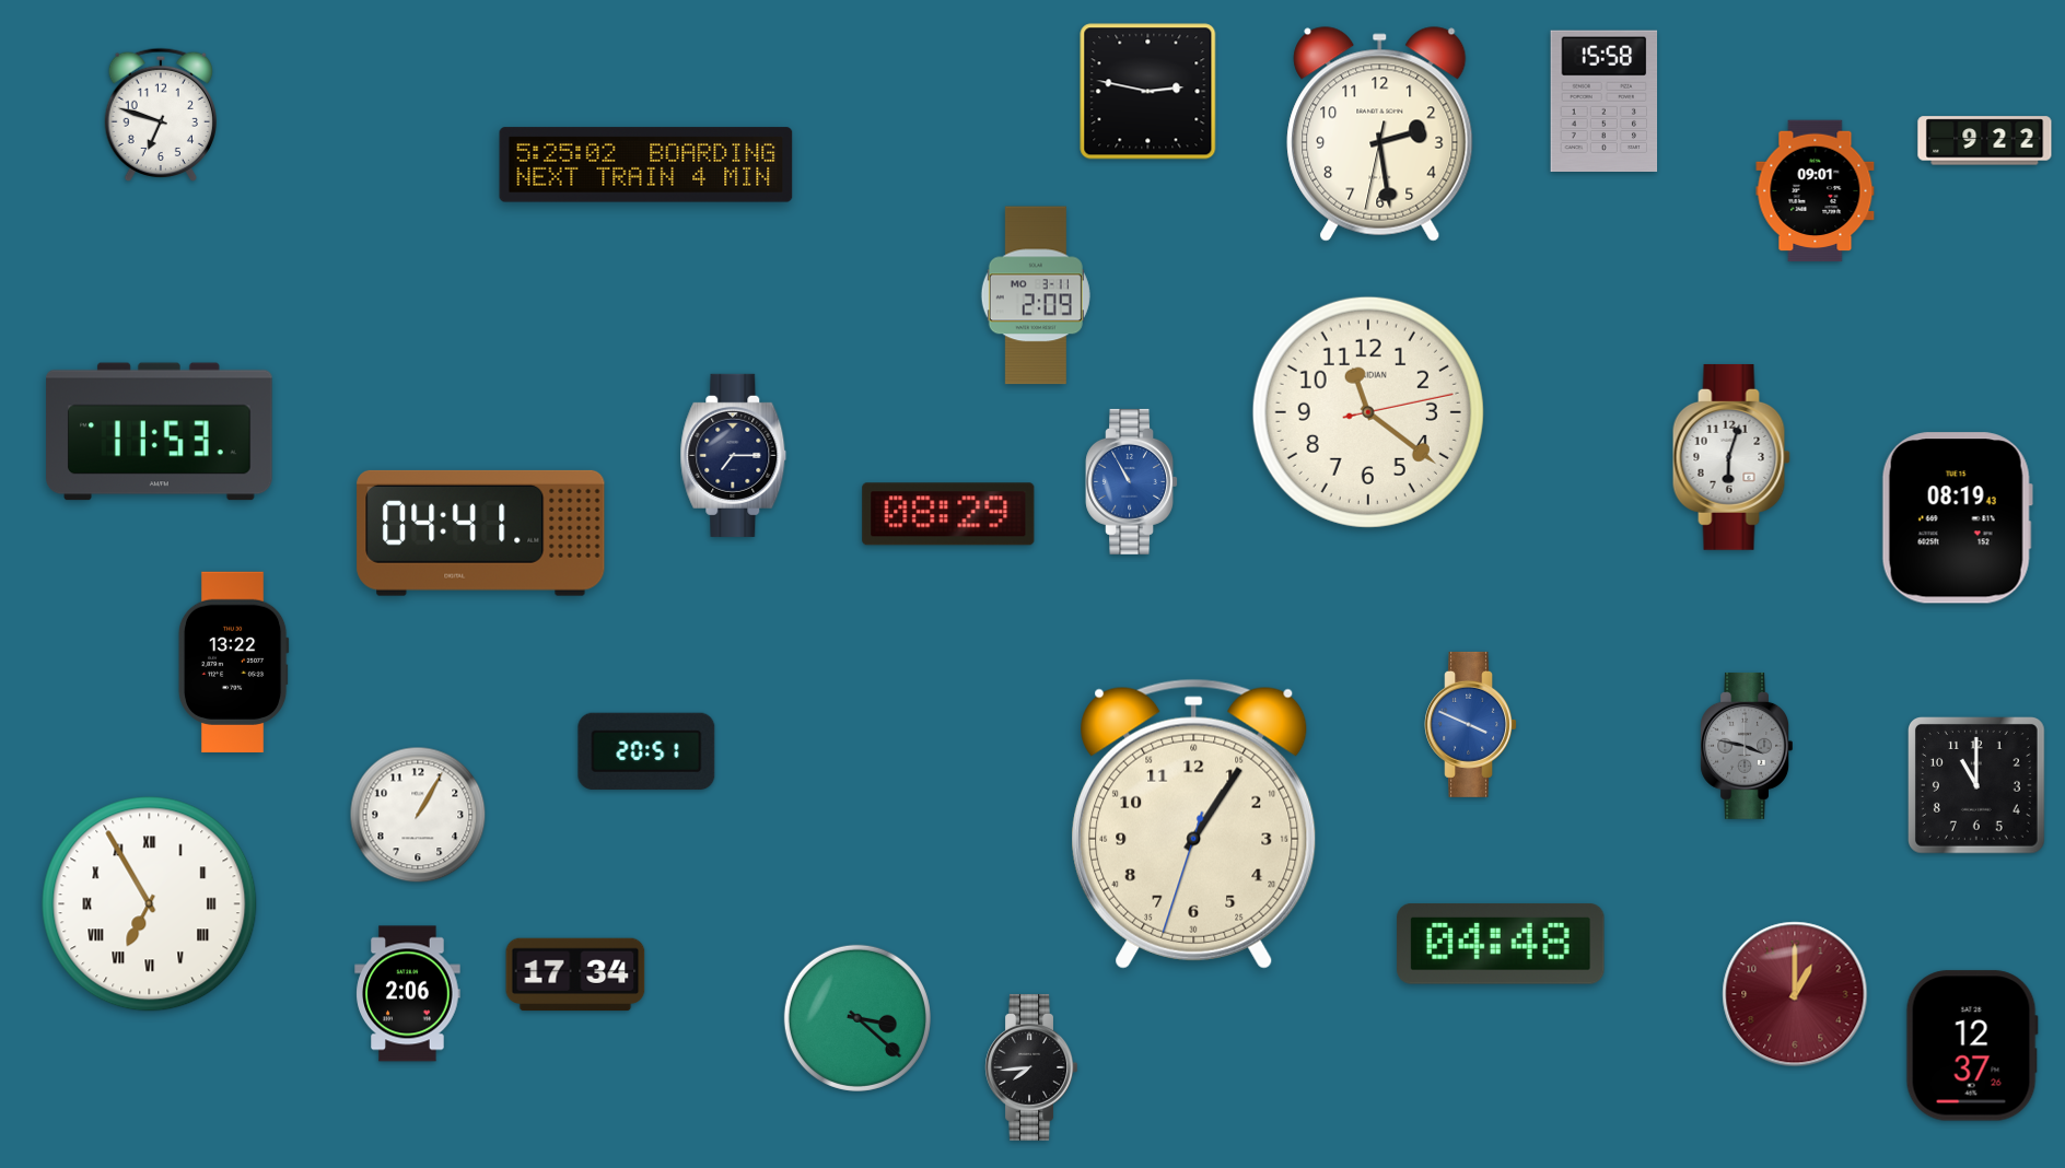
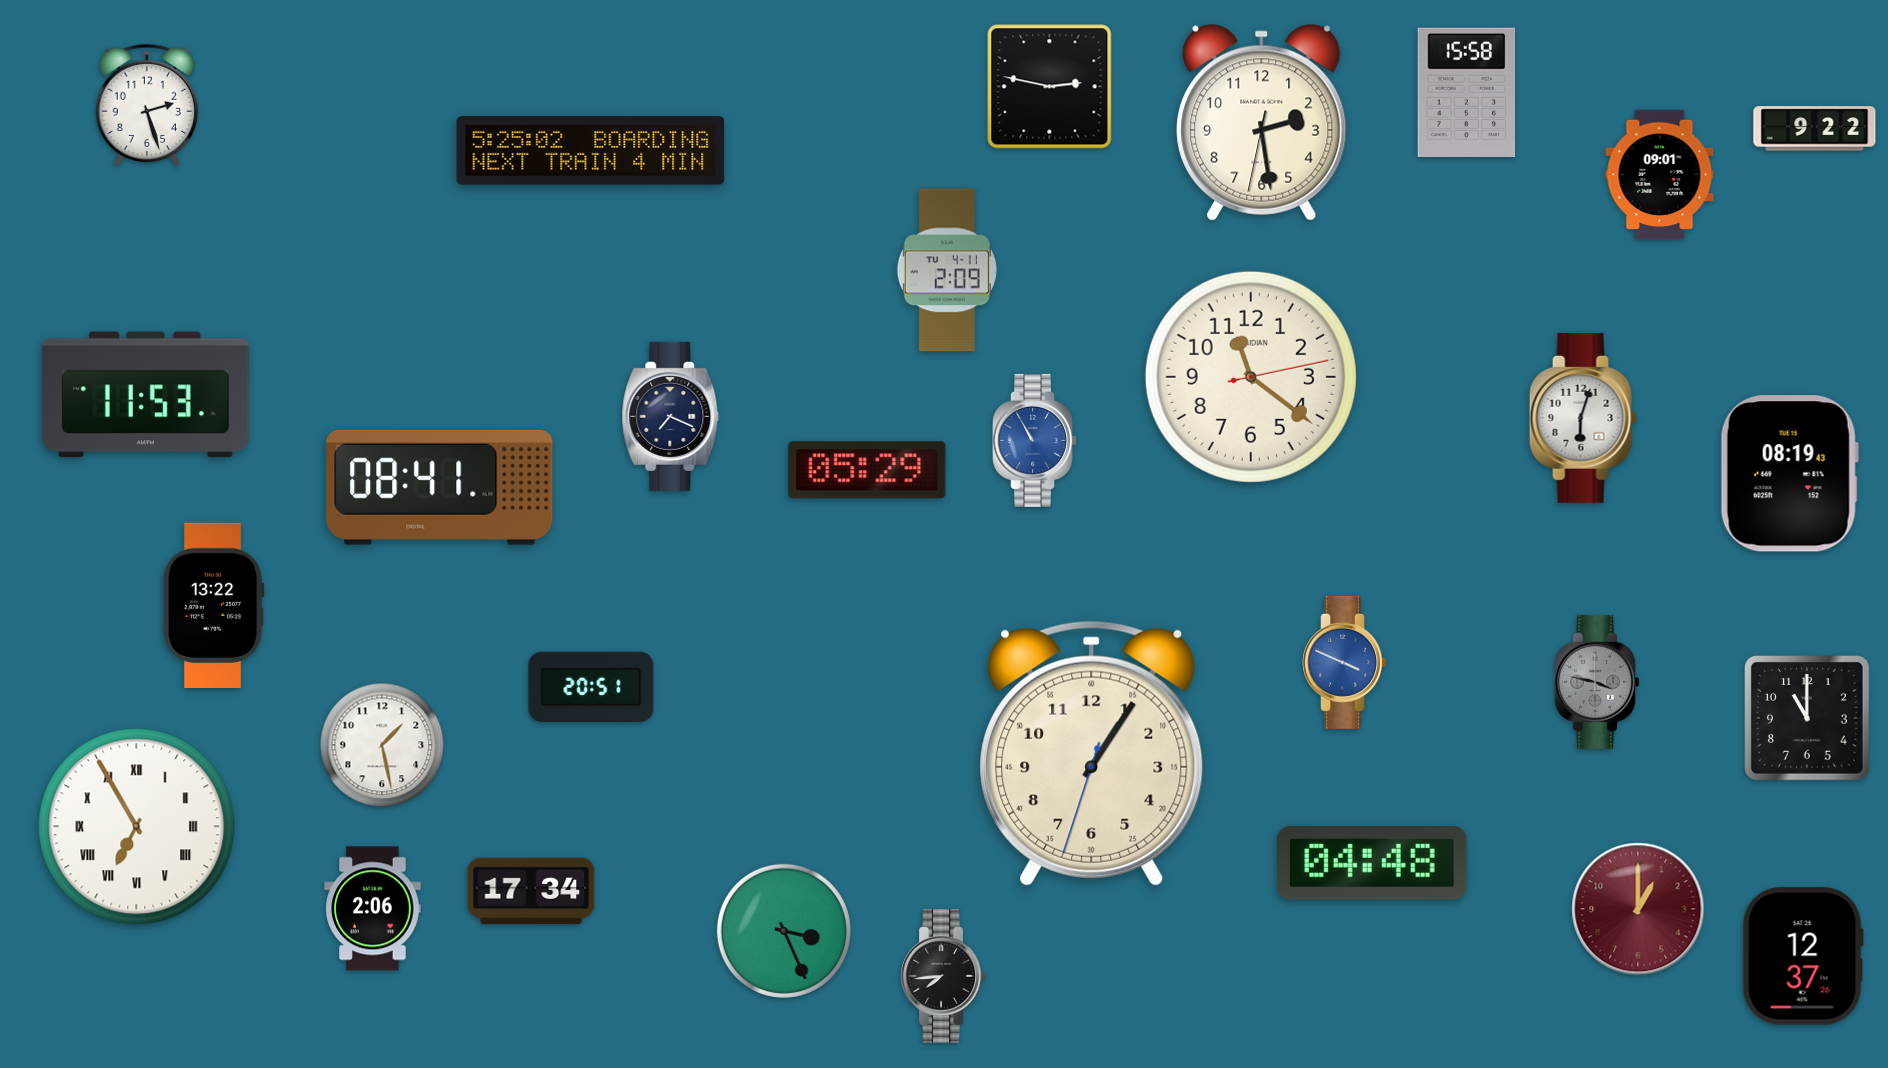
clock at (1148, 92) position: (1148, 92) -> (1050, 87)
clock at (160, 115): 6:48 -> 2:27
clock at (1036, 295) date: MO 3-11 -> TU 4-11
clock at (734, 455): 7:15 -> 7:19
clock at (948, 514): 08:29 -> 05:29
clock at (481, 533): 04:41 -> 08:41
clock at (418, 815): 1:05 -> 1:28
clock at (575, 974) position: (575, 974) -> (531, 891)
clock at (1795, 994) position: (1795, 994) -> (1638, 909)
clock at (857, 1018): 3:22 -> 3:26
